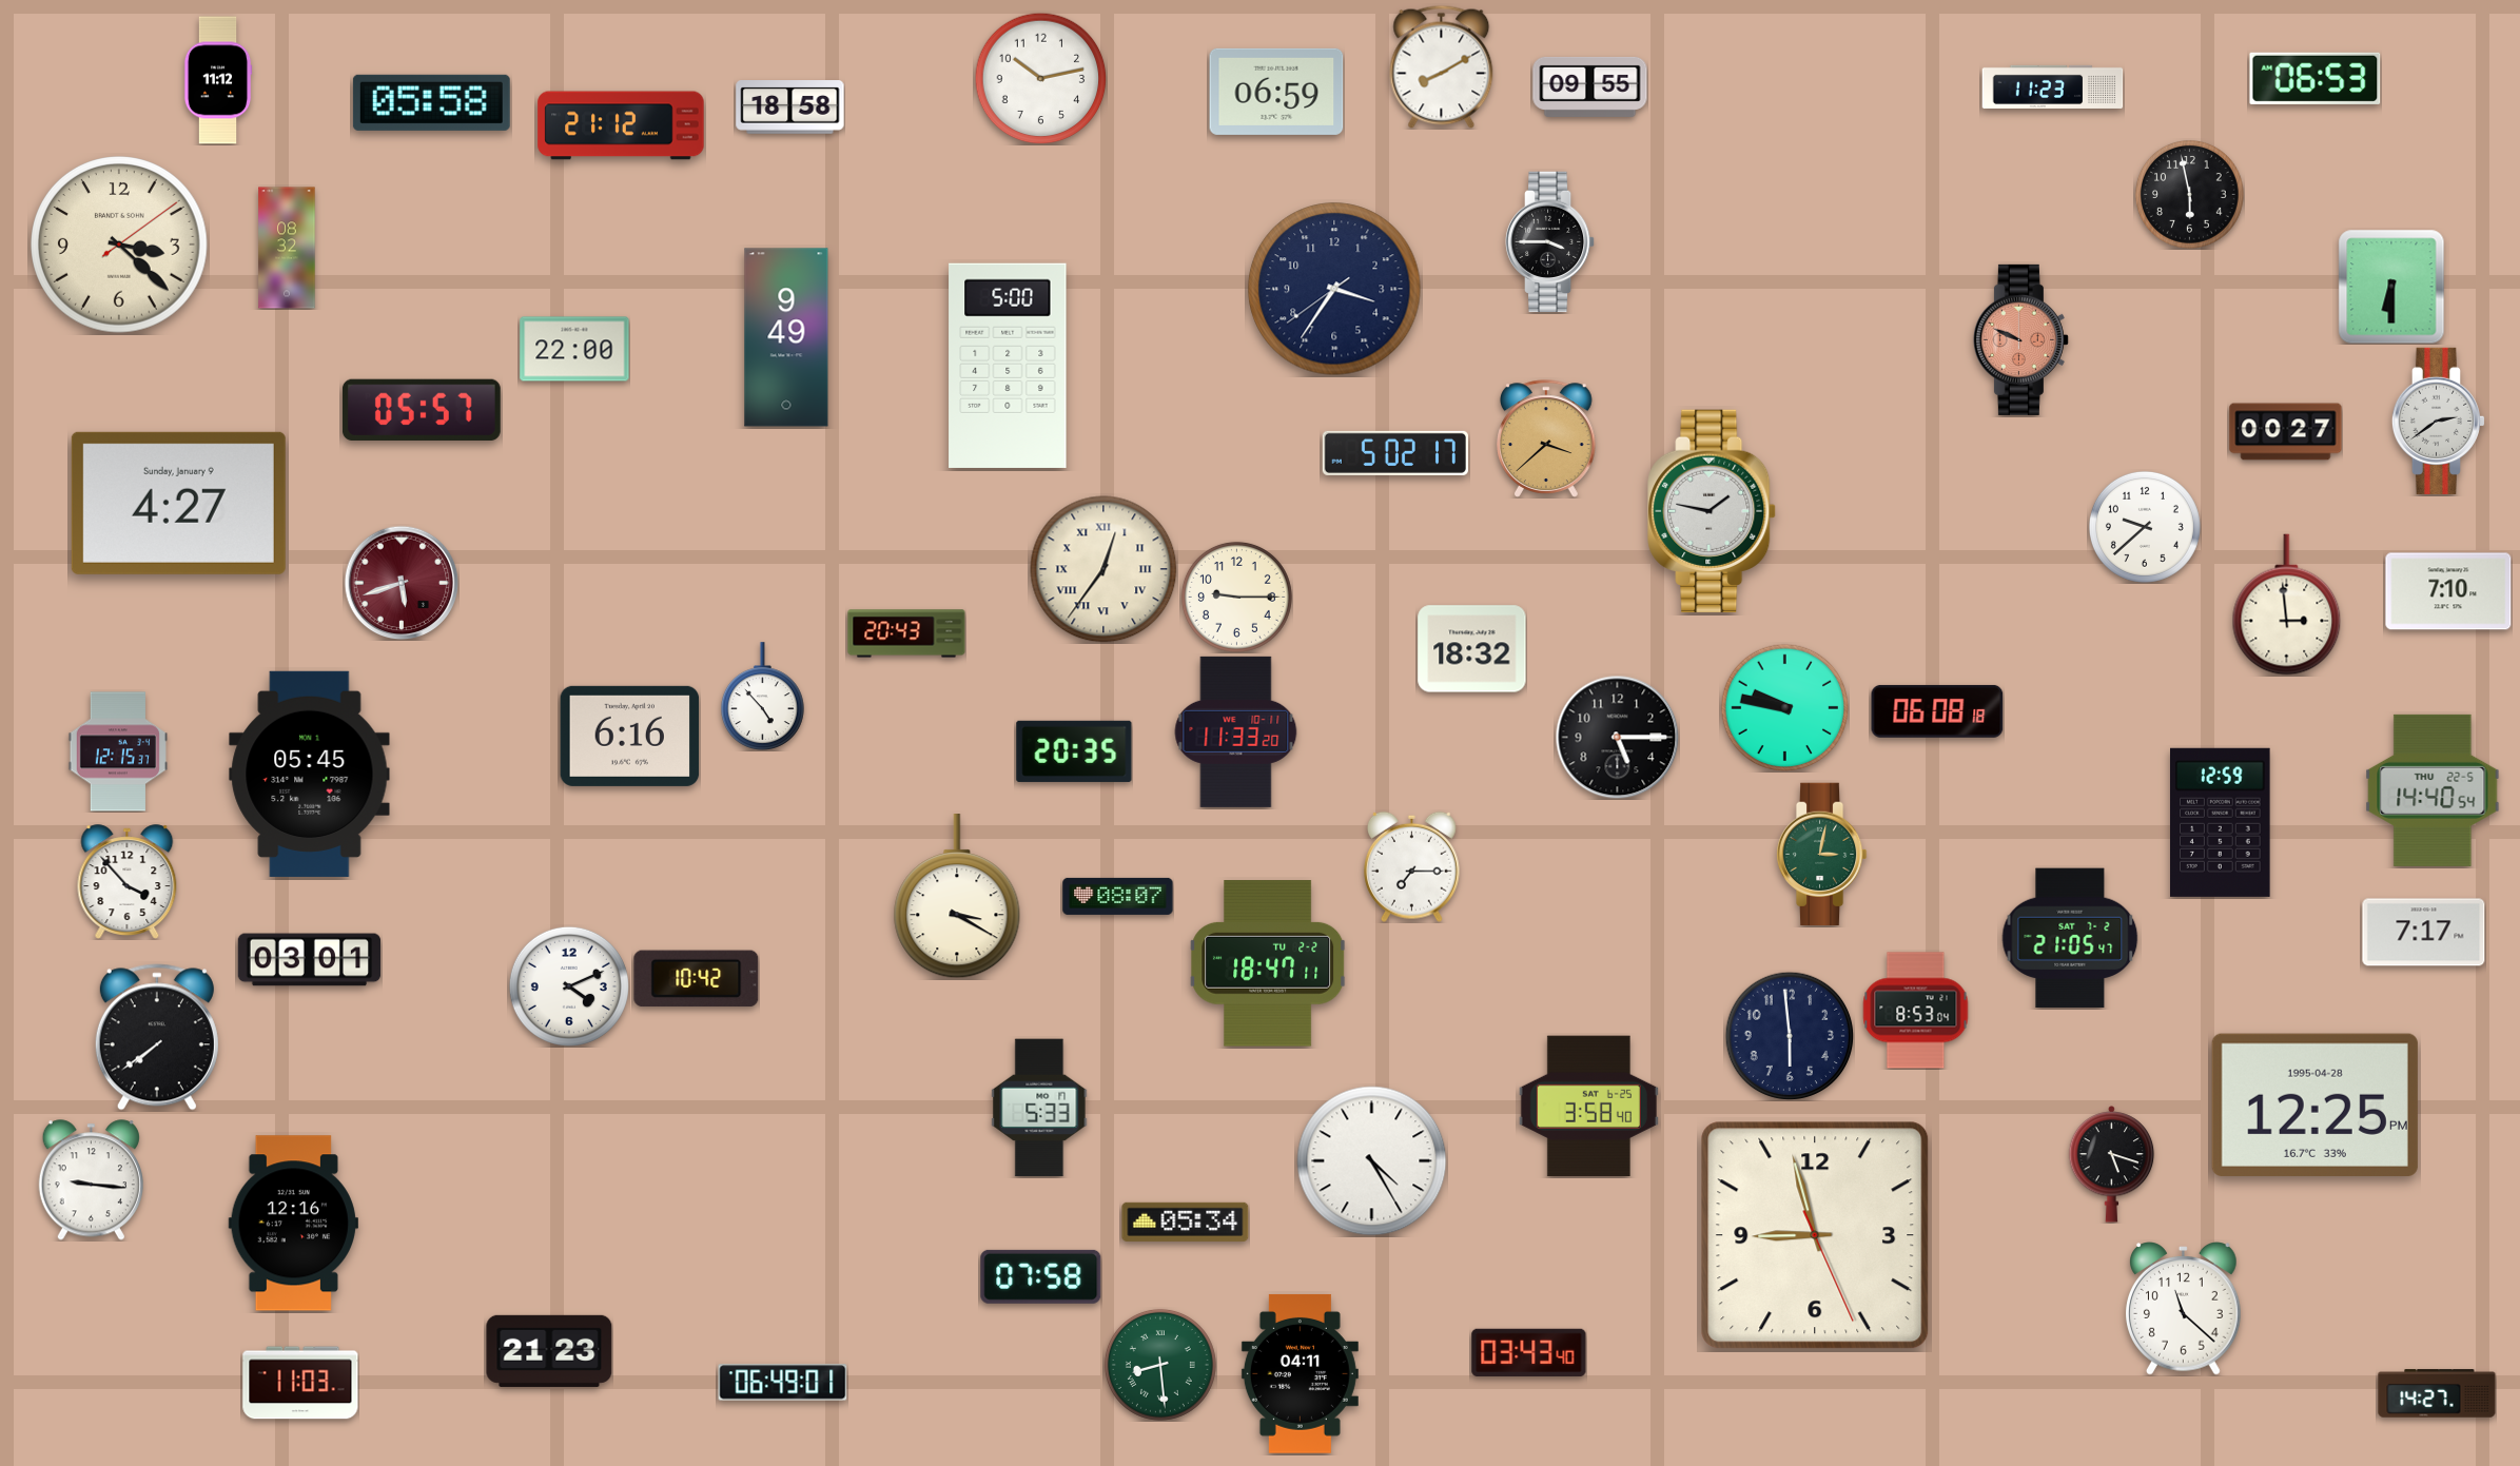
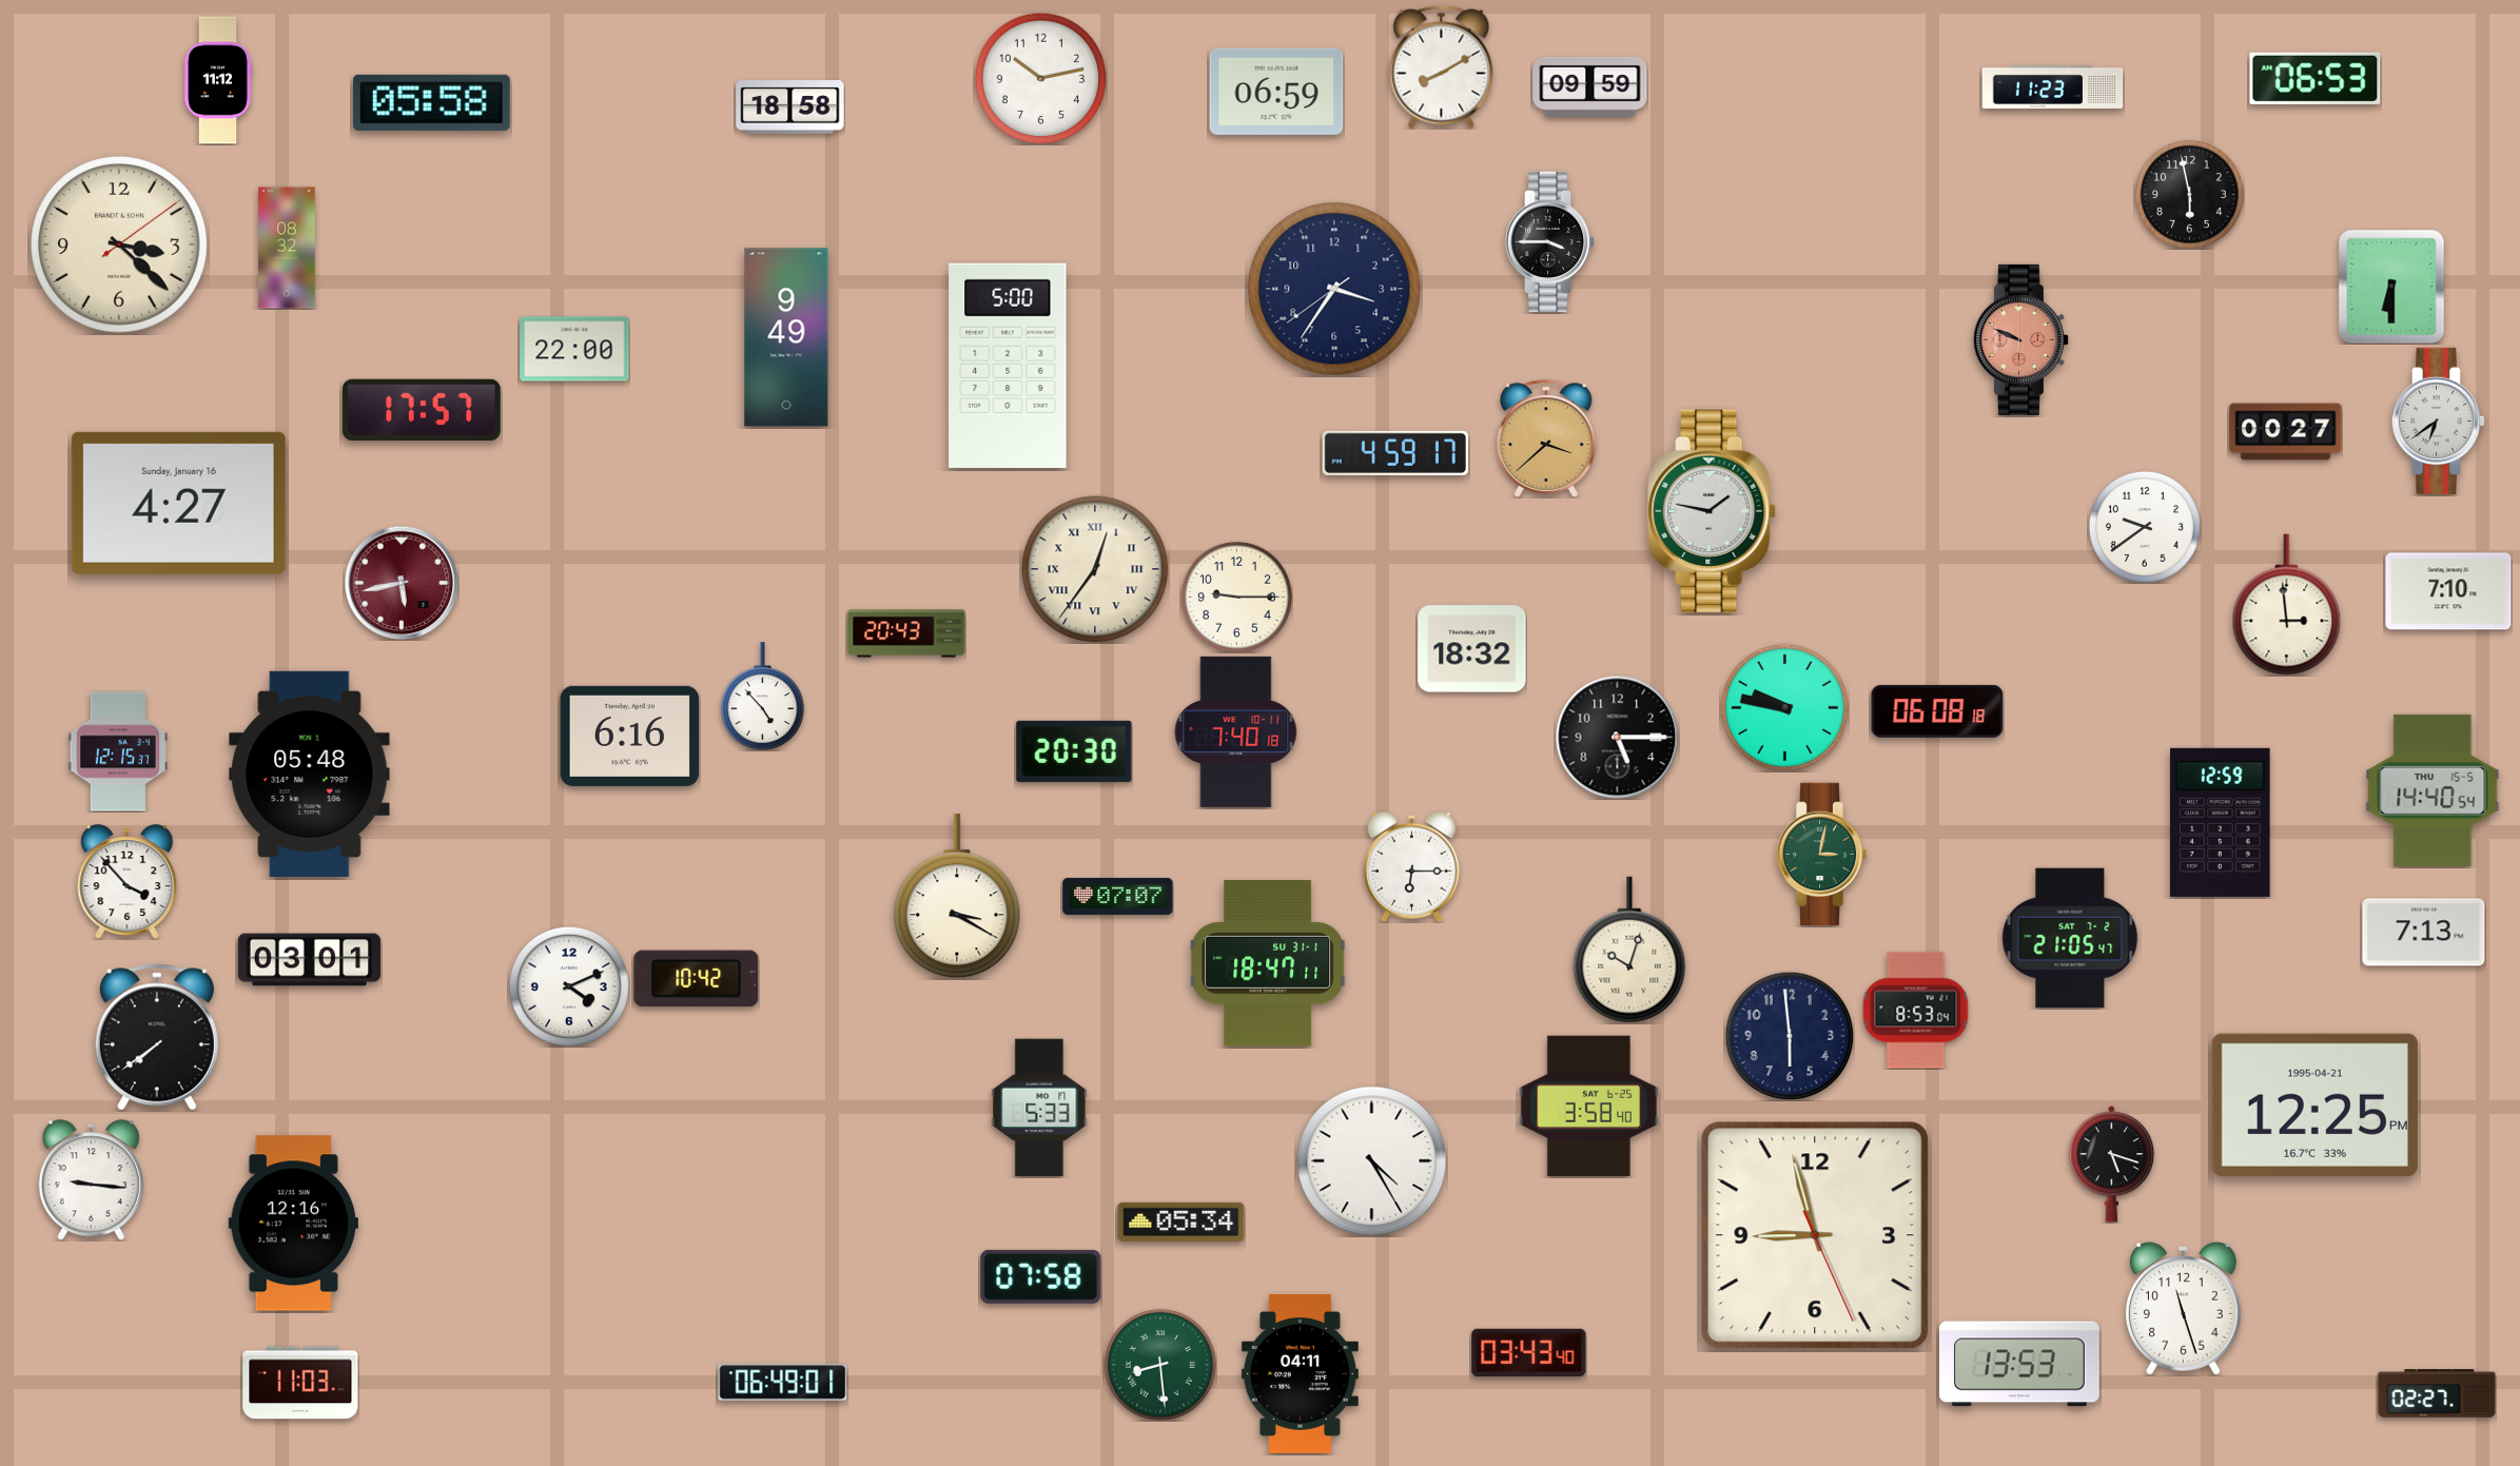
clock at (1590, 86): 09:55 -> 09:59
clock at (621, 125): 21:12 -> none
clock at (422, 410): 05:57 -> 17:57
clock at (2439, 421): 2:39 -> 6:39
clock at (1395, 453): 5:02 -> 4:59
clock at (178, 503) date: Sunday, January 9 -> Sunday, January 16
clock at (2145, 527): 9:38 -> 9:39
clock at (1103, 569) position: (1103, 569) -> (1095, 569)
clock at (402, 583): 5:42 -> 5:43
clock at (1236, 731): 11:33 -> 7:40
clock at (1074, 751): 20:35 -> 20:30
clock at (310, 774): 05:45 -> 05:48
clock at (2433, 790) date: THU 22-5 -> THU 15-5
clock at (1411, 866): 7:15 -> 6:15
clock at (1118, 896): 08:07 -> 07:07
clock at (2424, 933): 7:17 -> 7:13
clock at (1629, 950): none -> 10:03
clock at (1268, 963) date: TU 2-2 -> SU 31-1
clock at (2314, 1105) date: 1995-04-28 -> 1995-04-21
clock at (1186, 1221) position: (1186, 1221) -> (1181, 1221)
clock at (2184, 1309): 11:22 -> 11:27
clock at (549, 1351): 21:23 -> none
clock at (2020, 1364): none -> 13:53
clock at (2437, 1393): 14:27 -> 02:27
